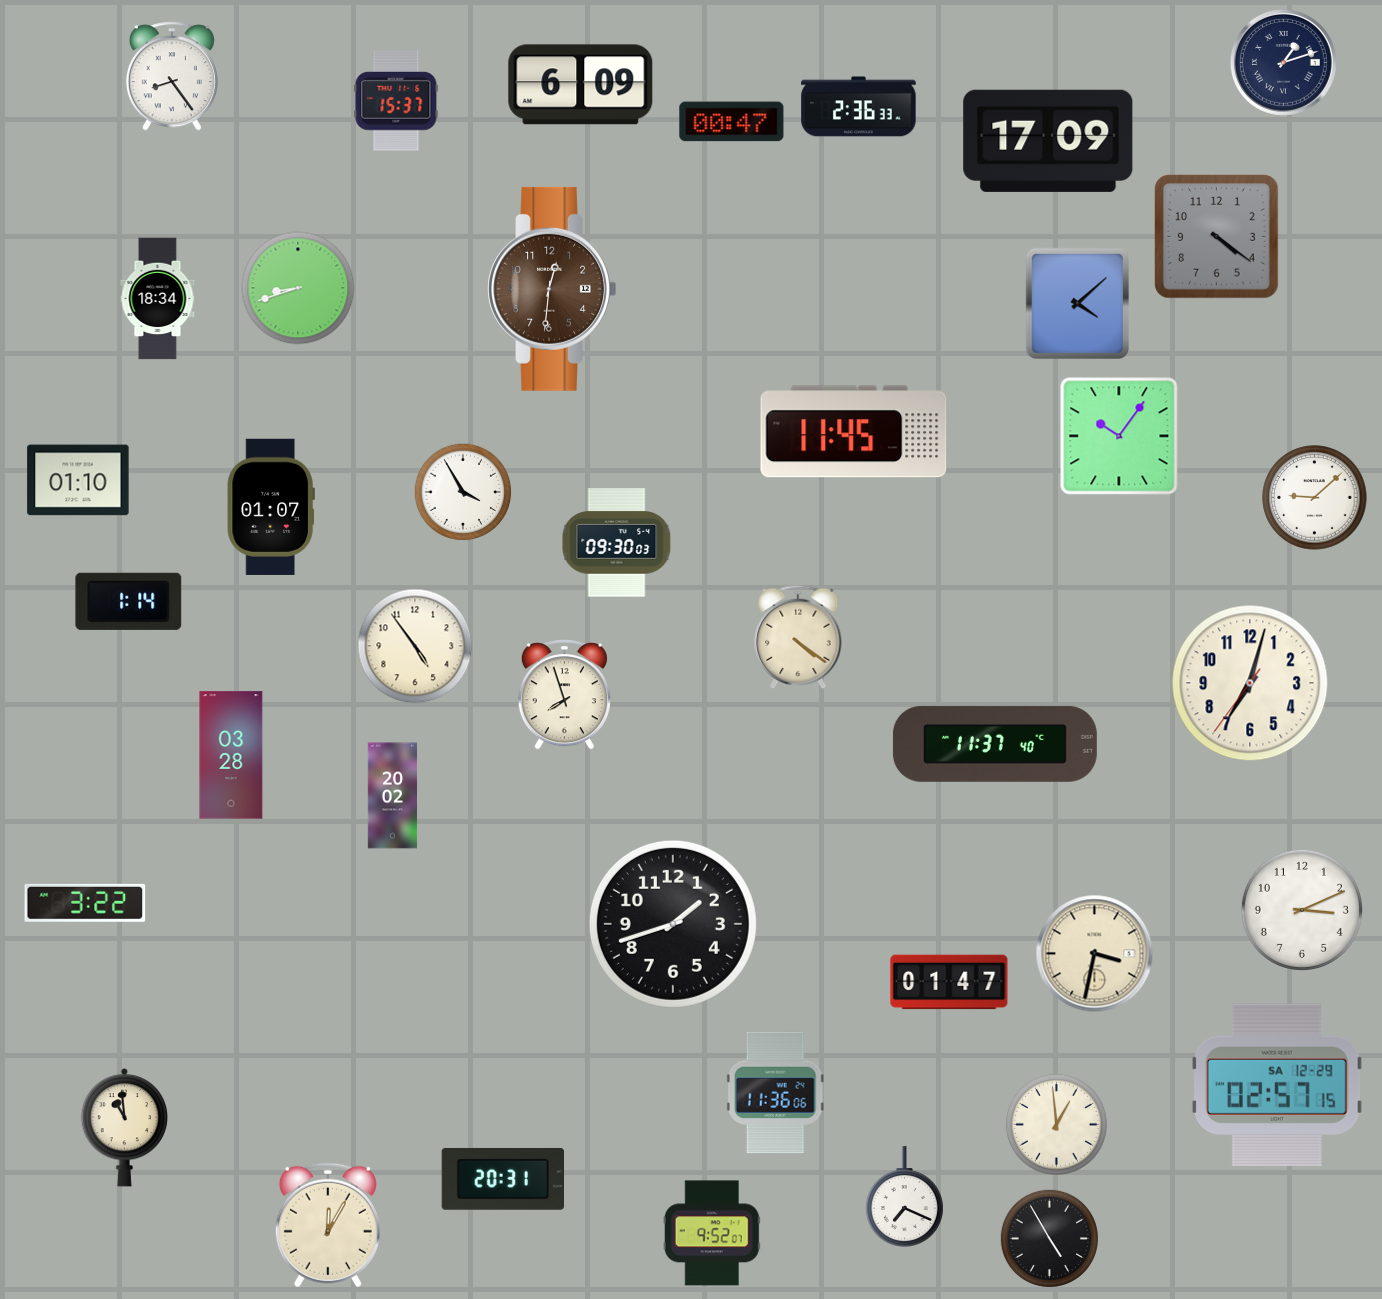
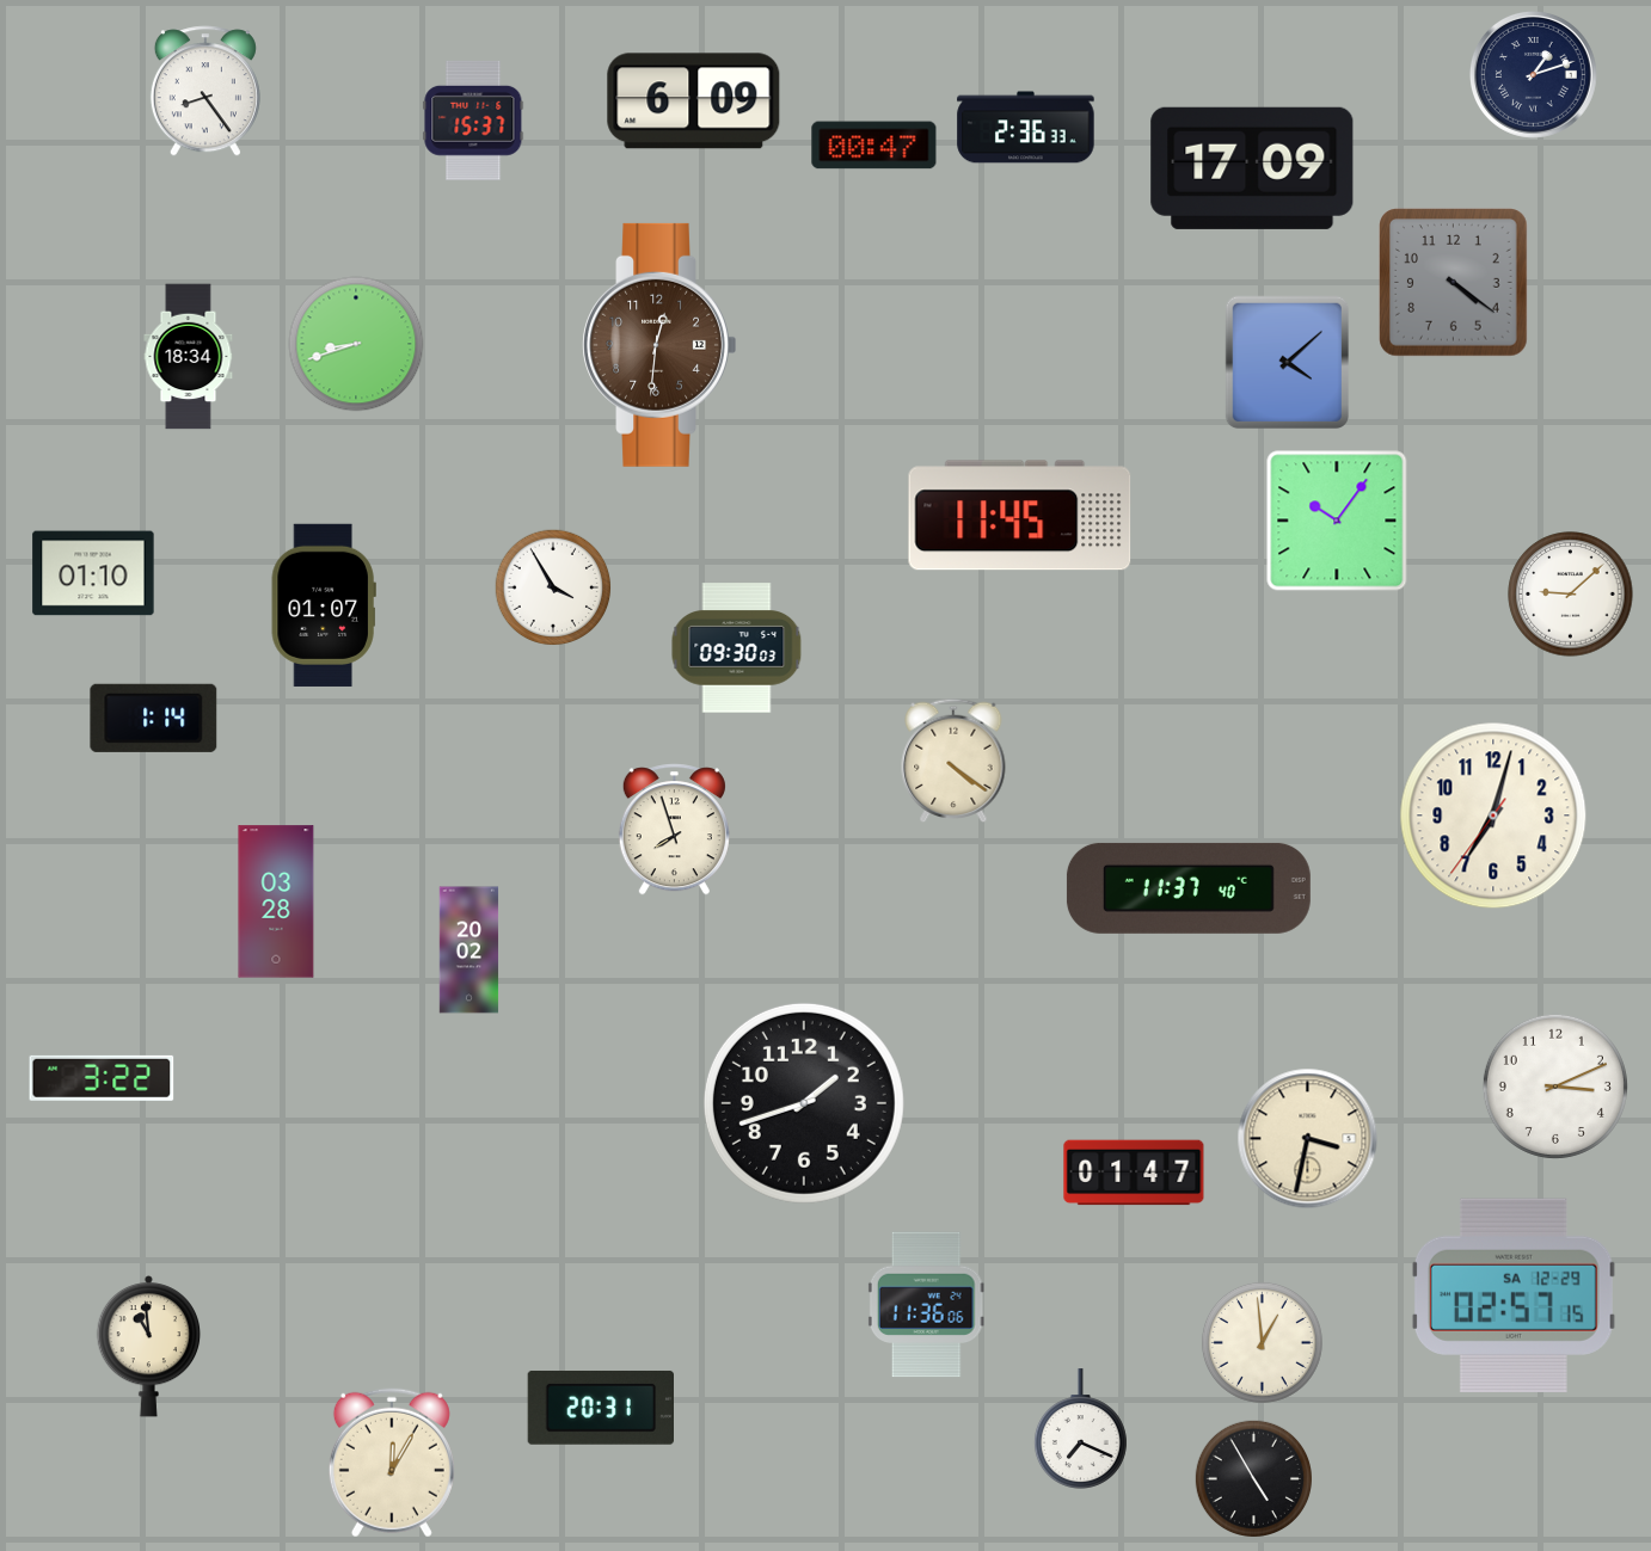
clock at (415, 646): 4:54 -> none
clock at (1277, 1085) position: (1277, 1085) -> (1514, 1295)
clock at (712, 1233): 9:52 -> none
